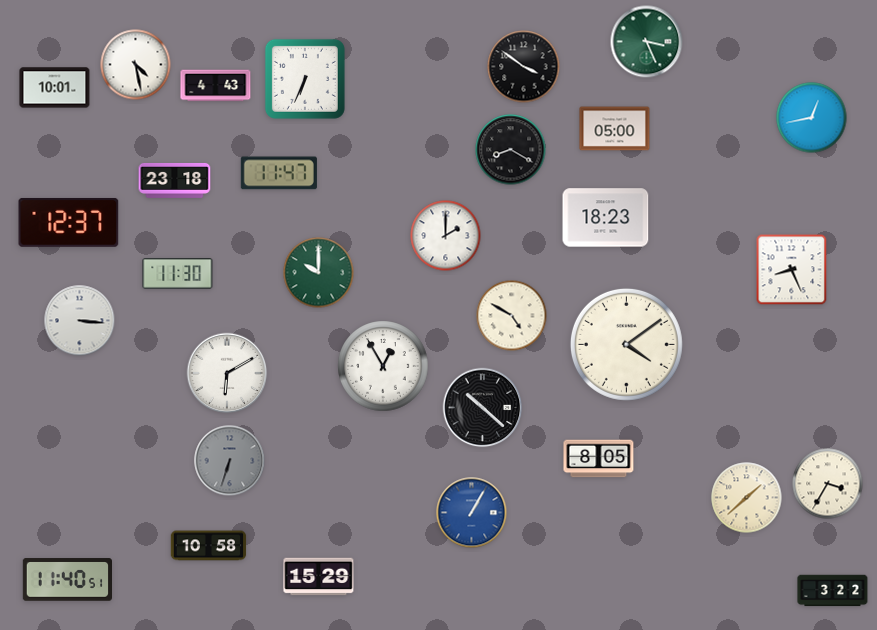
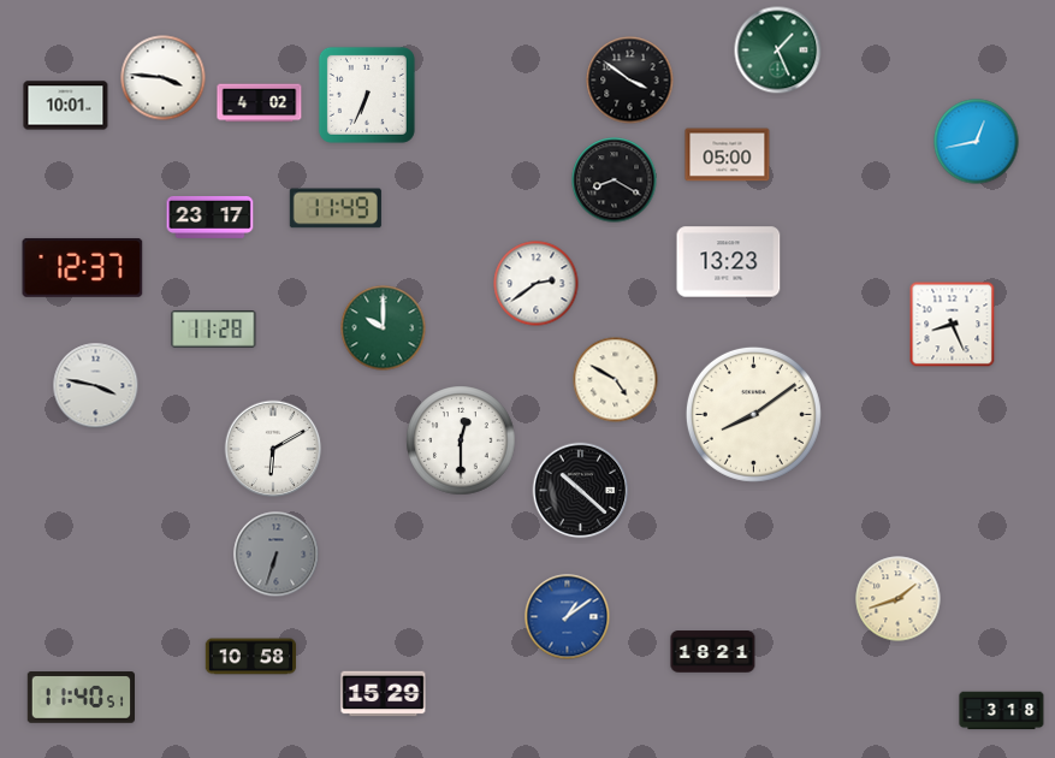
clock at (647, 42): 3:26 -> 1:26
clock at (136, 65): 4:28 -> 3:46
clock at (216, 86): 4:43 -> 4:02
clock at (615, 129) position: (615, 129) -> (728, 155)
clock at (279, 173): 11:47 -> 11:49
clock at (175, 180): 23:18 -> 23:17
clock at (606, 218): 18:23 -> 13:23
clock at (446, 236): 2:00 -> 2:39
clock at (178, 274): 11:30 -> 11:28
clock at (80, 321): 3:16 -> 3:47
clock at (626, 344): 4:09 -> 8:09
clock at (383, 366): 12:55 -> 12:30
clock at (599, 459): 8:05 -> none
clock at (828, 484): 3:35 -> none
clock at (747, 498): 1:38 -> 1:42
clock at (472, 513): 1:05 -> 1:09
clock at (713, 652): none -> 18:21
clock at (833, 591): 3:22 -> 3:18
